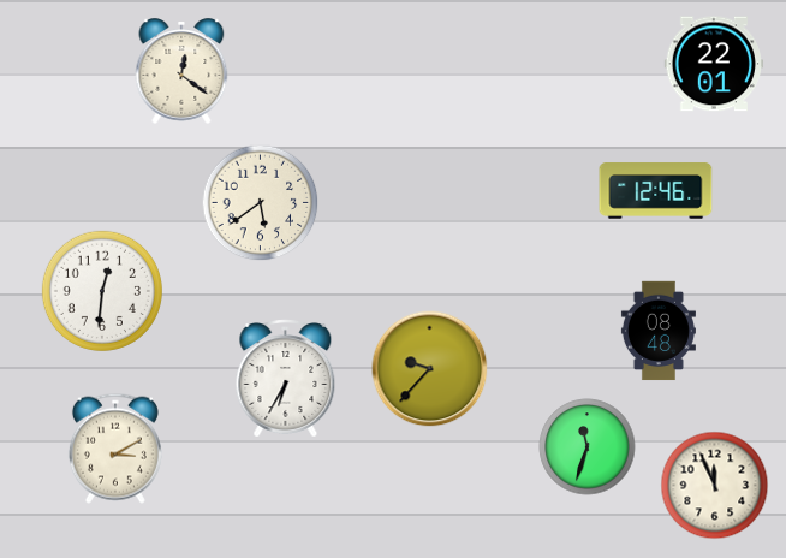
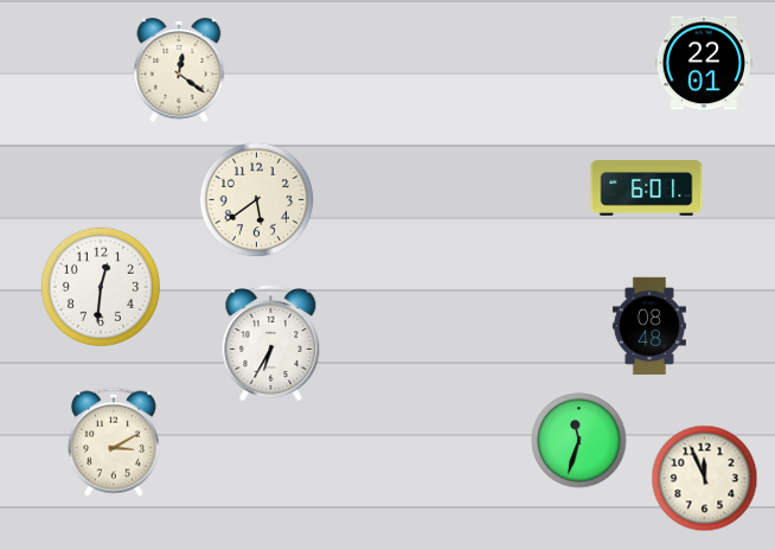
clock at (656, 191): 12:46 -> 6:01
clock at (430, 369): 9:37 -> none
clock at (286, 379) position: (286, 379) -> (271, 344)
